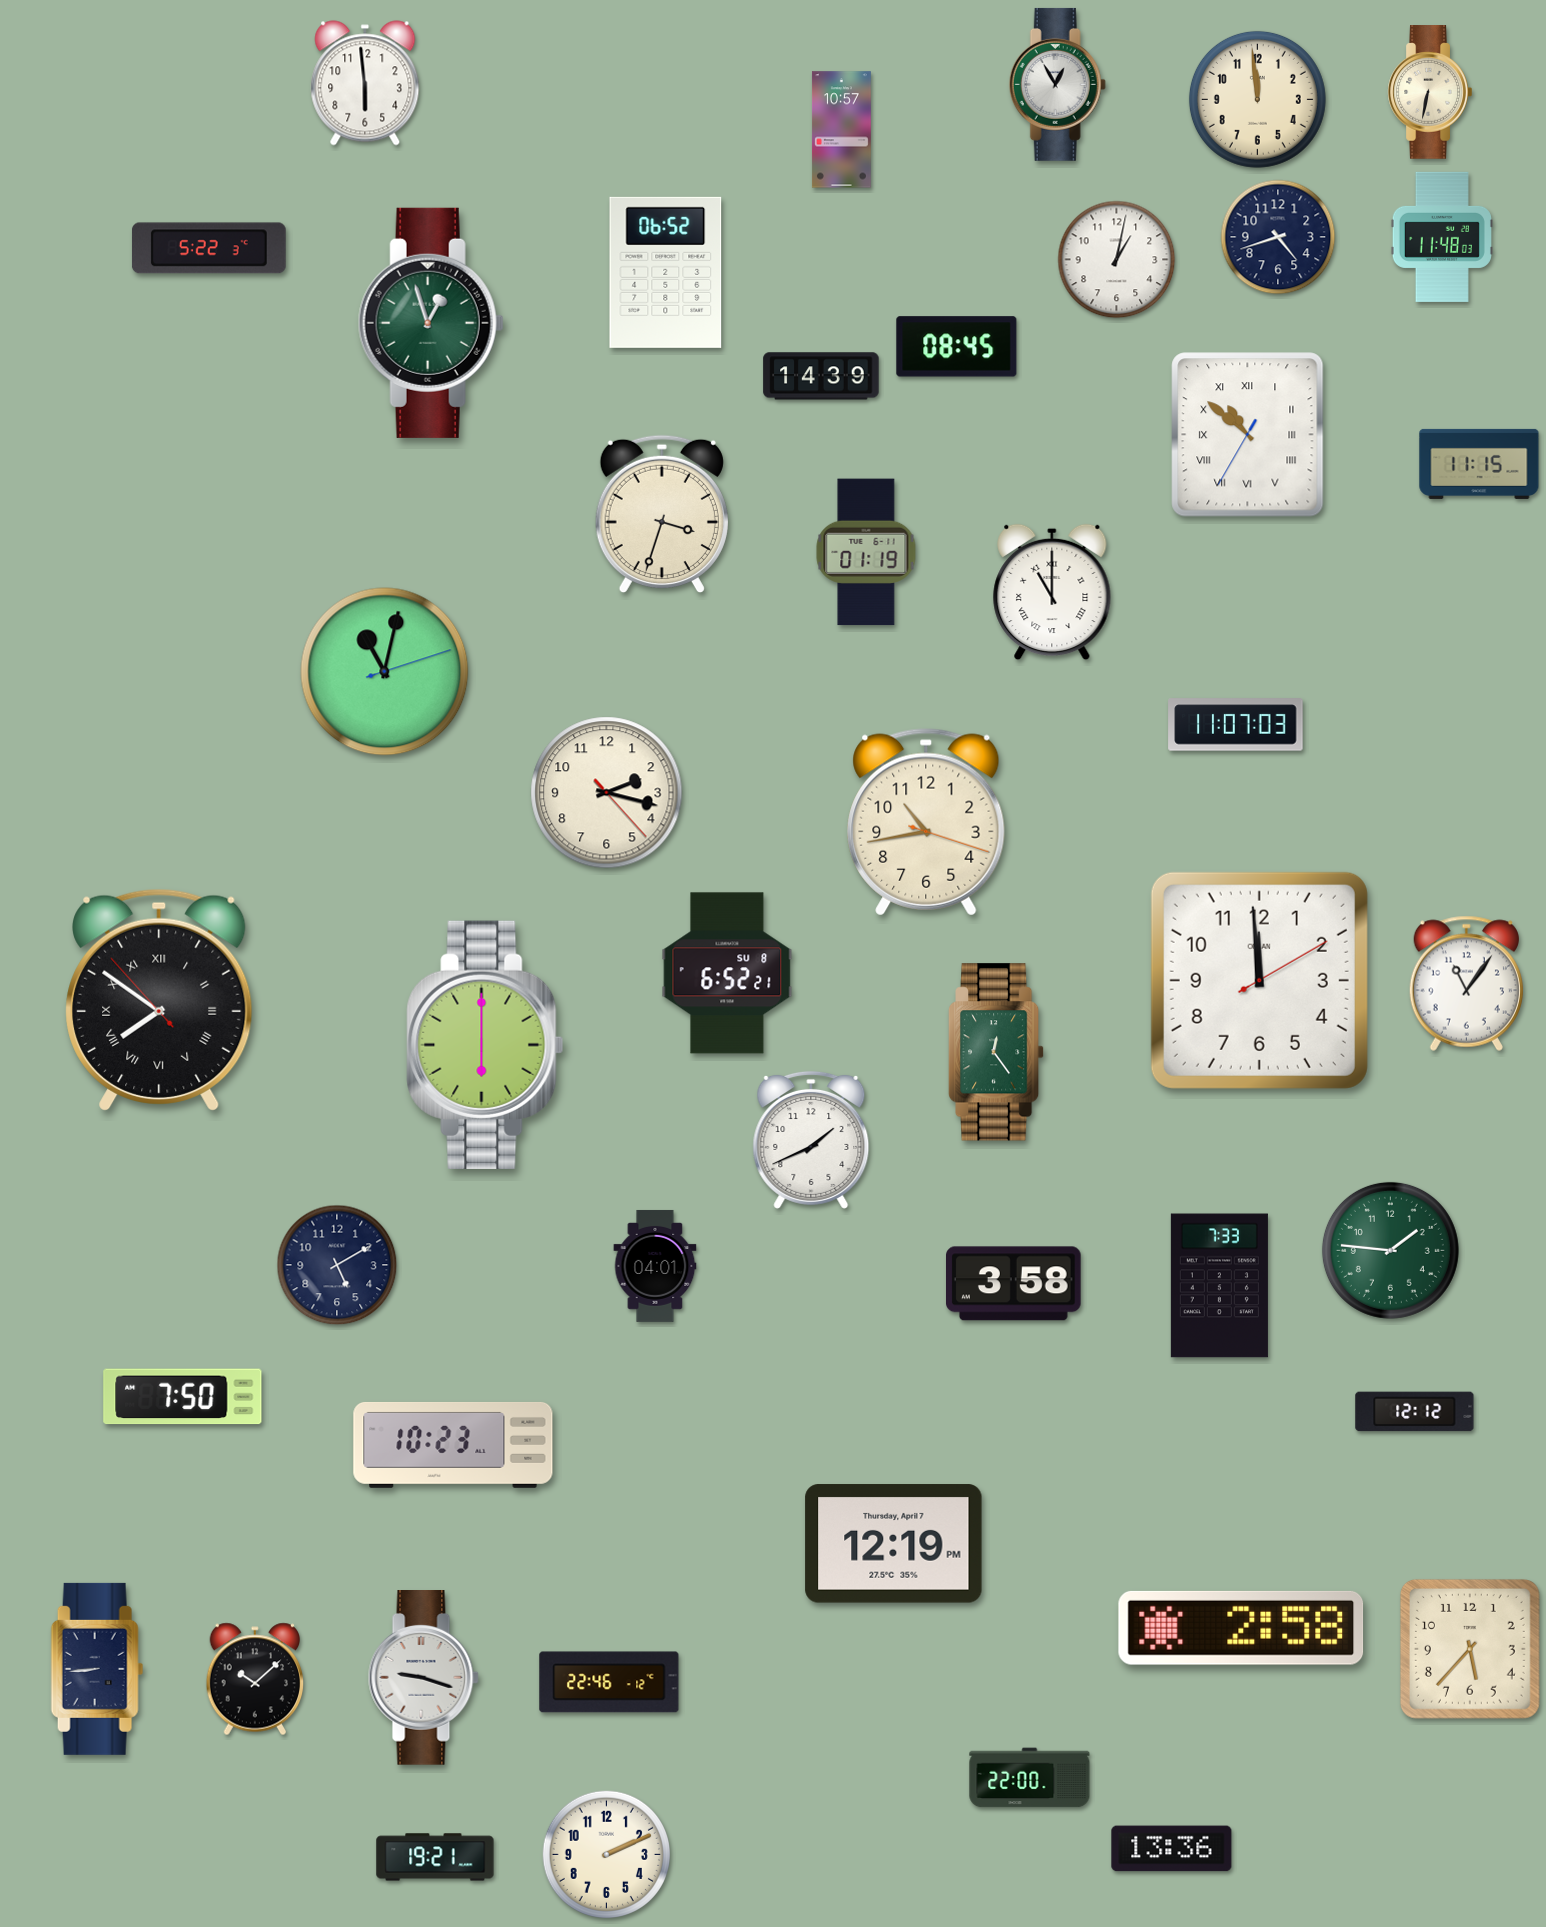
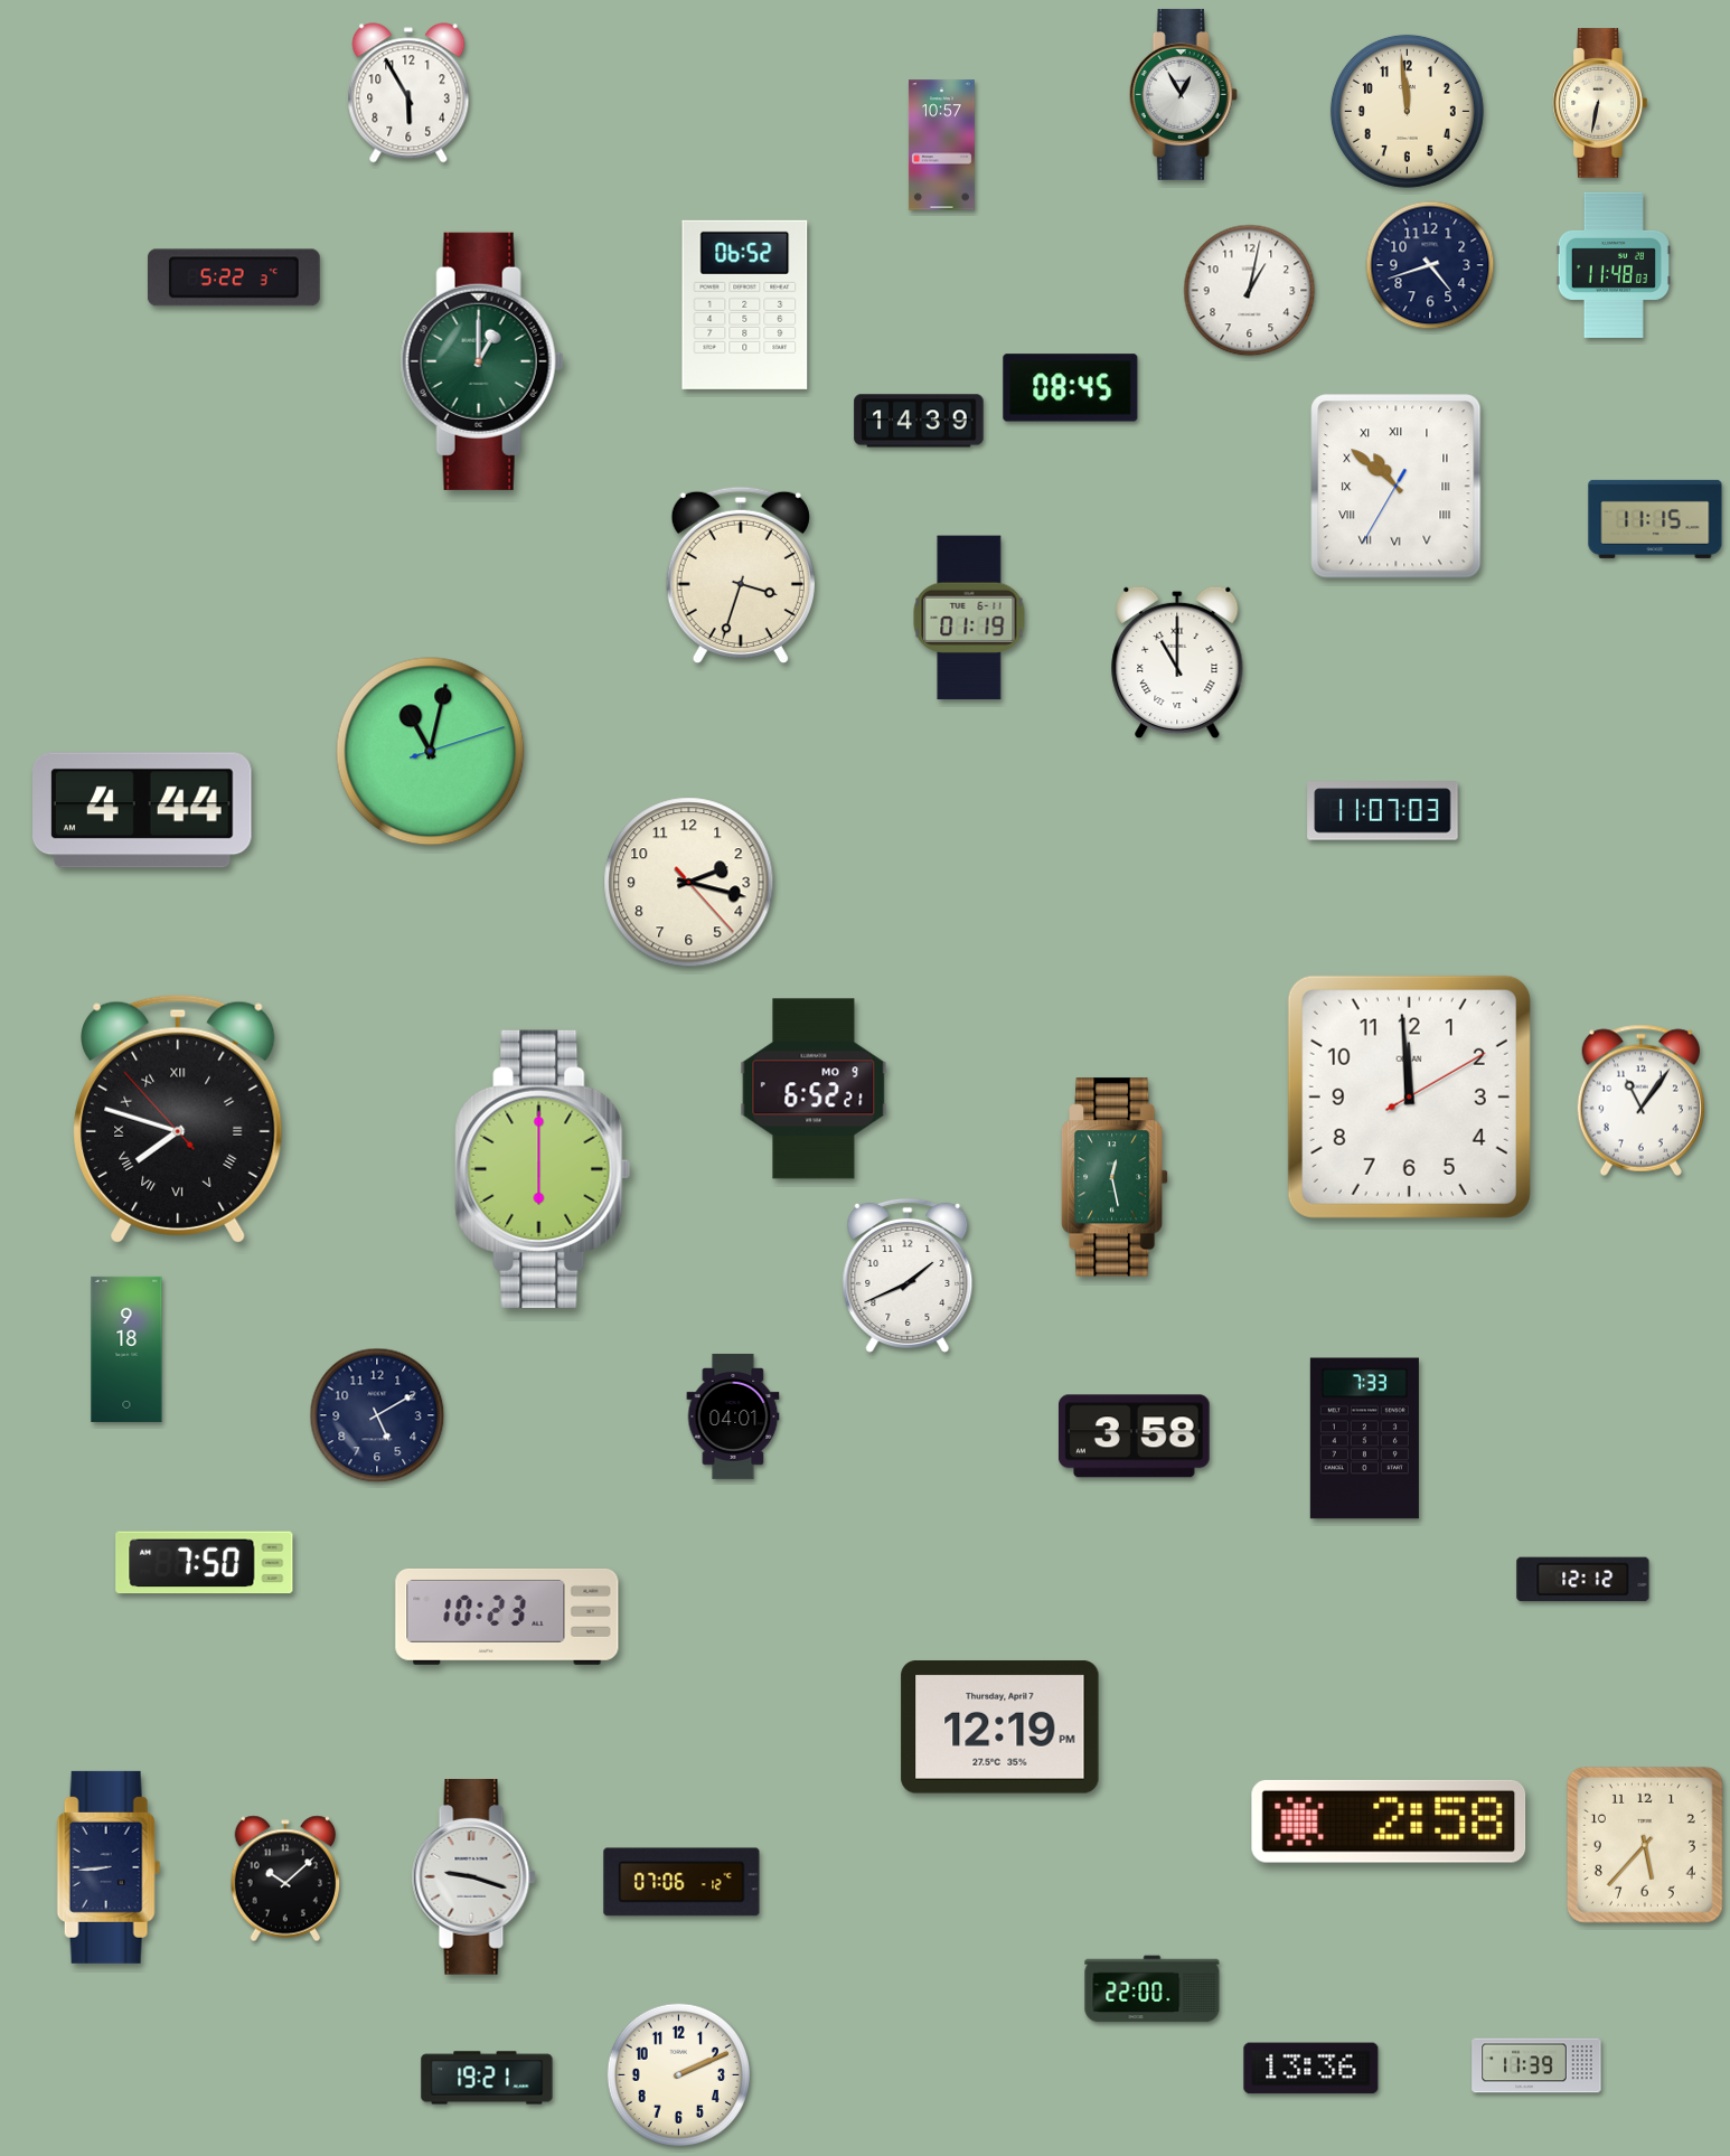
clock at (365, 83): 5:59 -> 5:55
clock at (431, 323): 12:57 -> 1:00
clock at (143, 810): none -> 4:44
clock at (607, 793) position: (607, 793) -> (689, 883)
clock at (926, 822): 10:43 -> none
clock at (727, 973) date: SU 8 -> MO 9
clock at (159, 1000): 7:50 -> 7:47
clock at (996, 1052): 12:24 -> 12:28
clock at (126, 1349): none -> 9:18
clock at (1390, 1250): 1:46 -> none
clock at (609, 1682): 22:46 -> 07:06
clock at (1536, 2065): none -> 11:39
